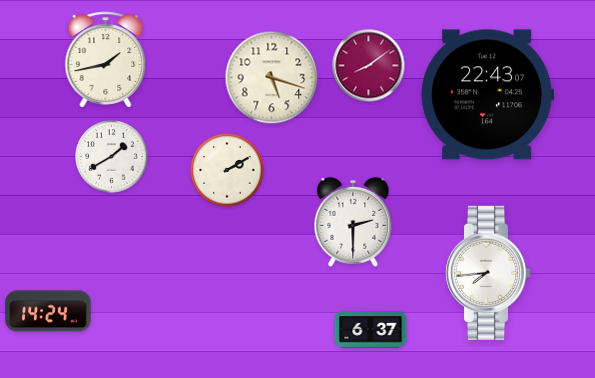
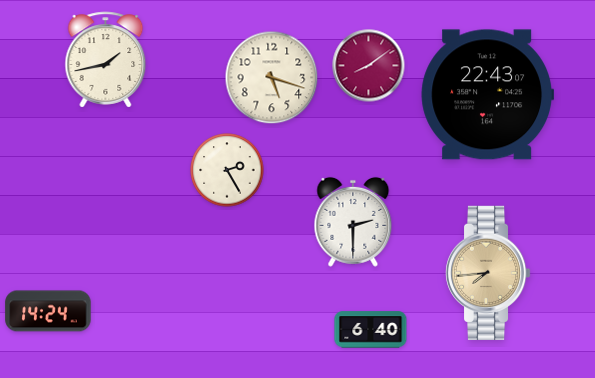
clock at (112, 157): 1:40 -> none
clock at (227, 170): 2:10 -> 2:25
clock at (488, 272) dial: white -> champagne
clock at (371, 330): 6:37 -> 6:40
